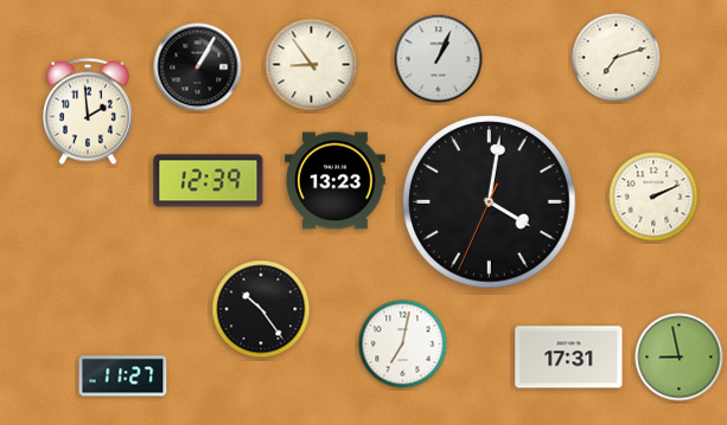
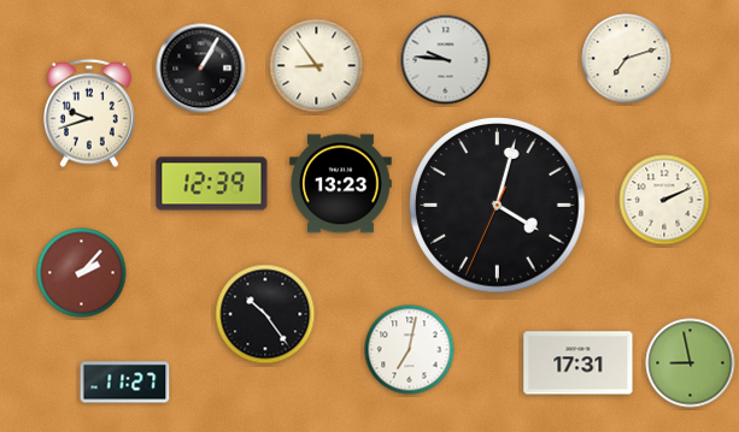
clock at (439, 59): 1:04 -> 9:46
clock at (88, 111): 1:59 -> 9:42
clock at (490, 202): 4:01 -> 4:02
clock at (82, 273): none -> 2:07
